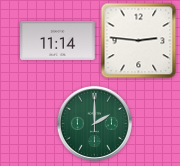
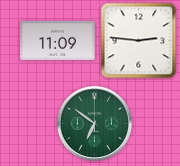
clock at (58, 40): 11:14 -> 11:09
clock at (94, 123): 2:00 -> 6:51
